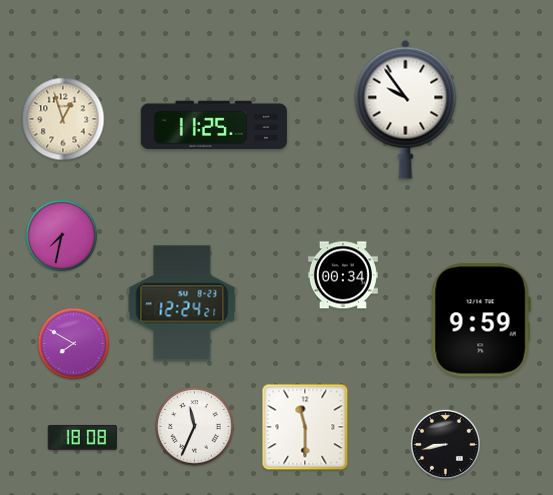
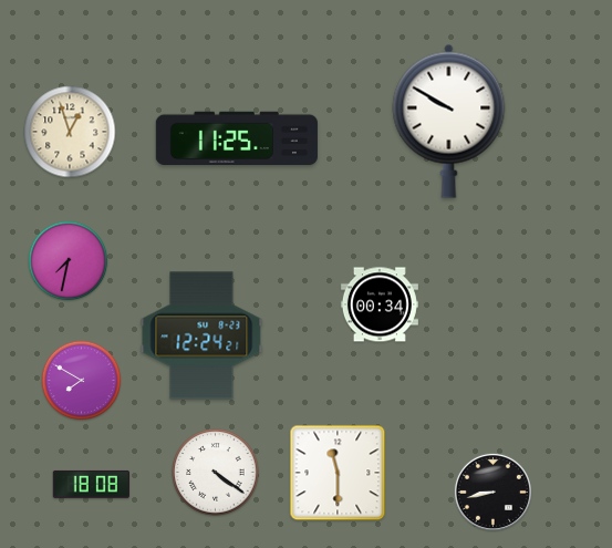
clock at (406, 109): 9:54 -> 9:50
clock at (481, 320): 9:59 -> none
clock at (195, 427): 11:34 -> 4:21
